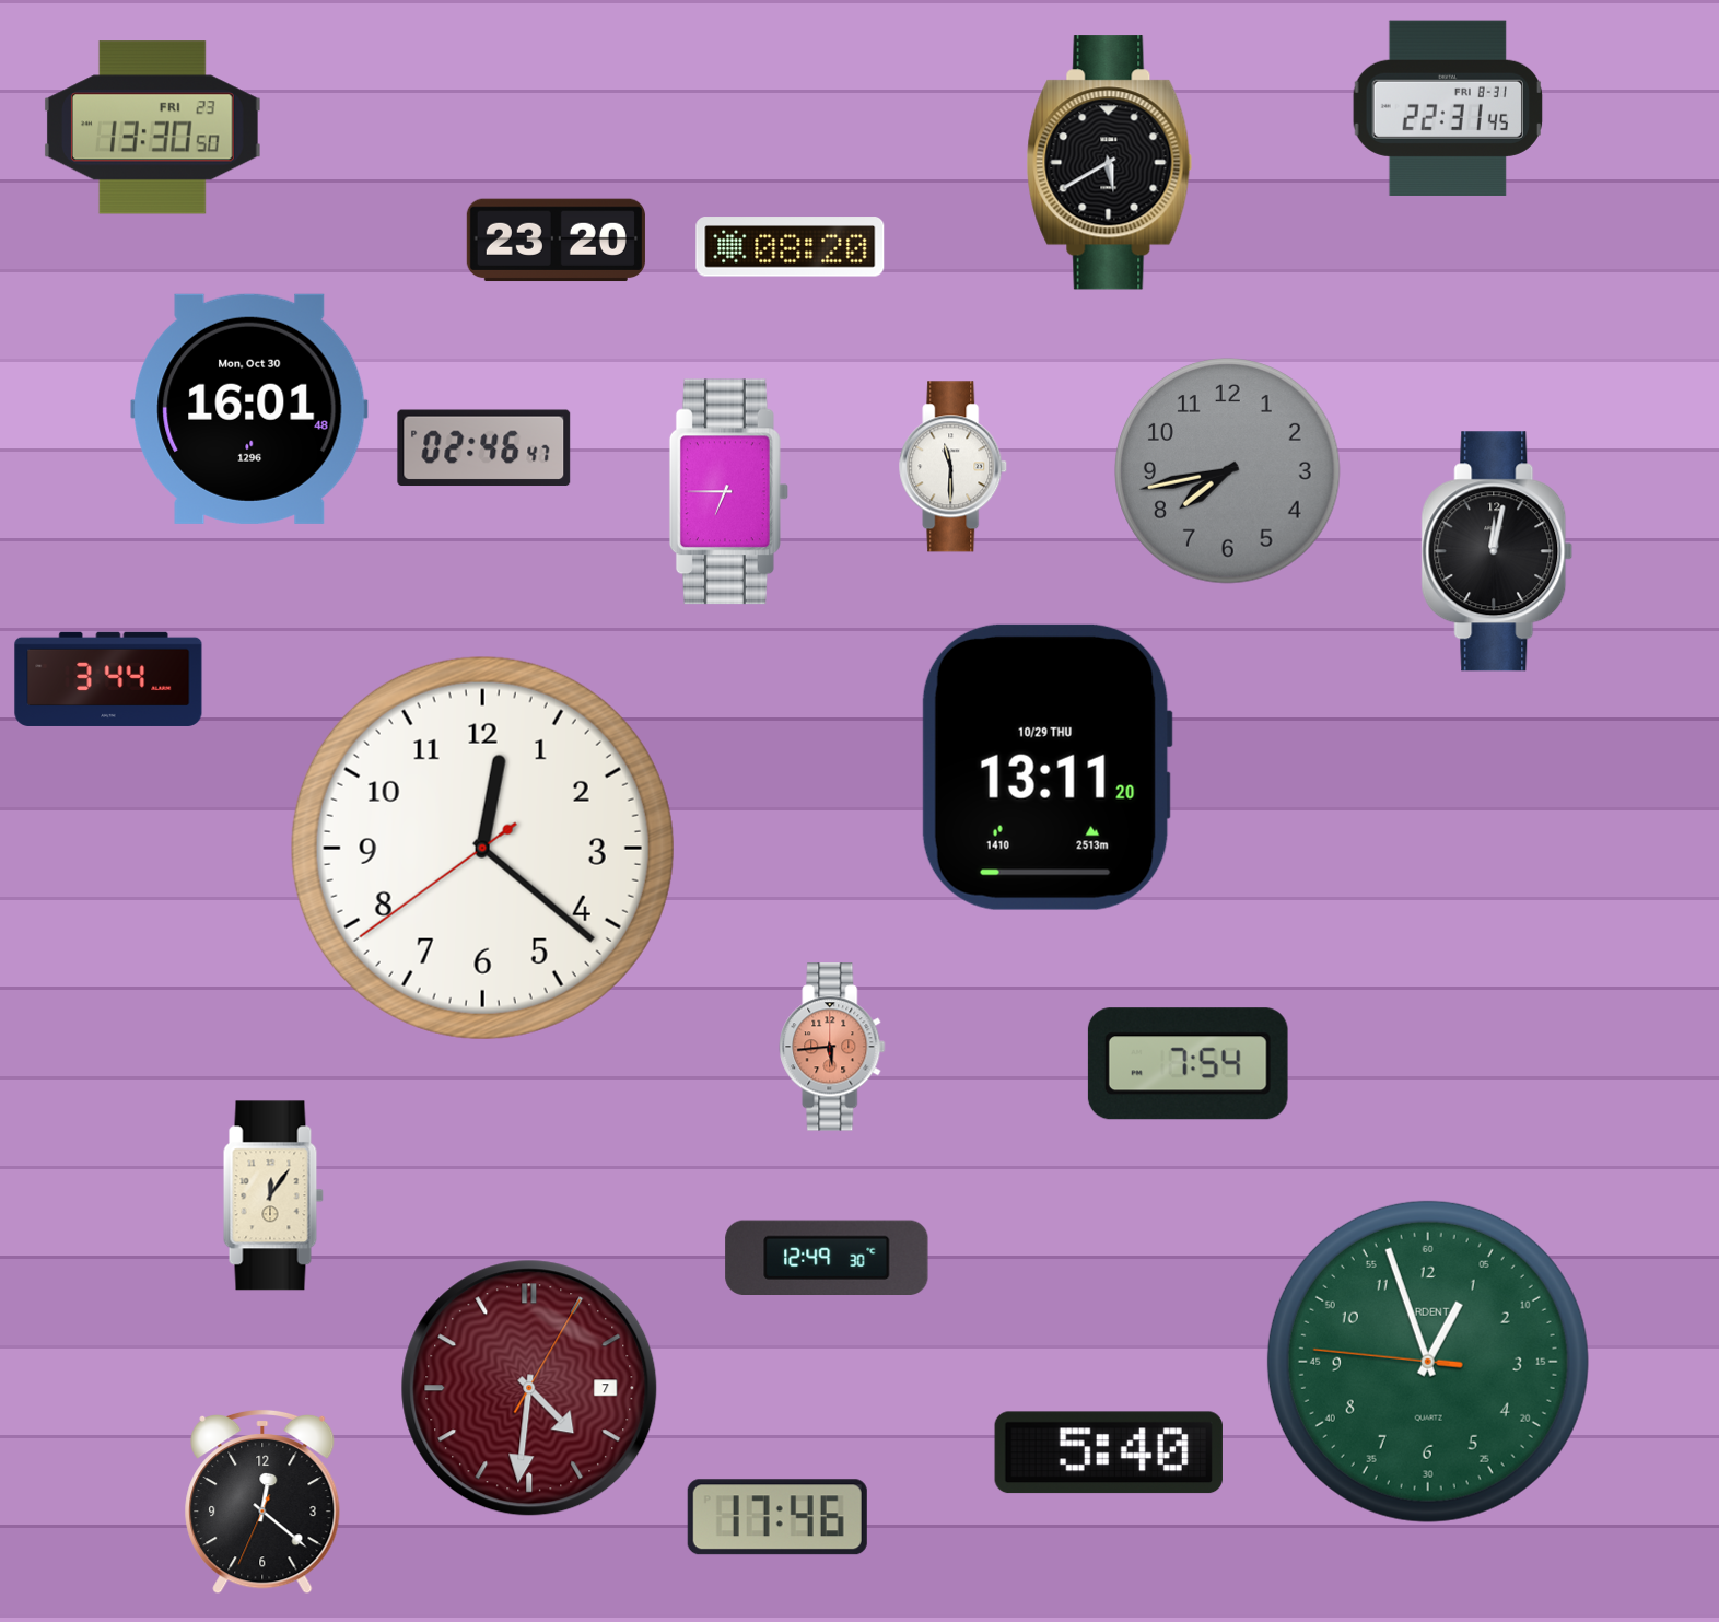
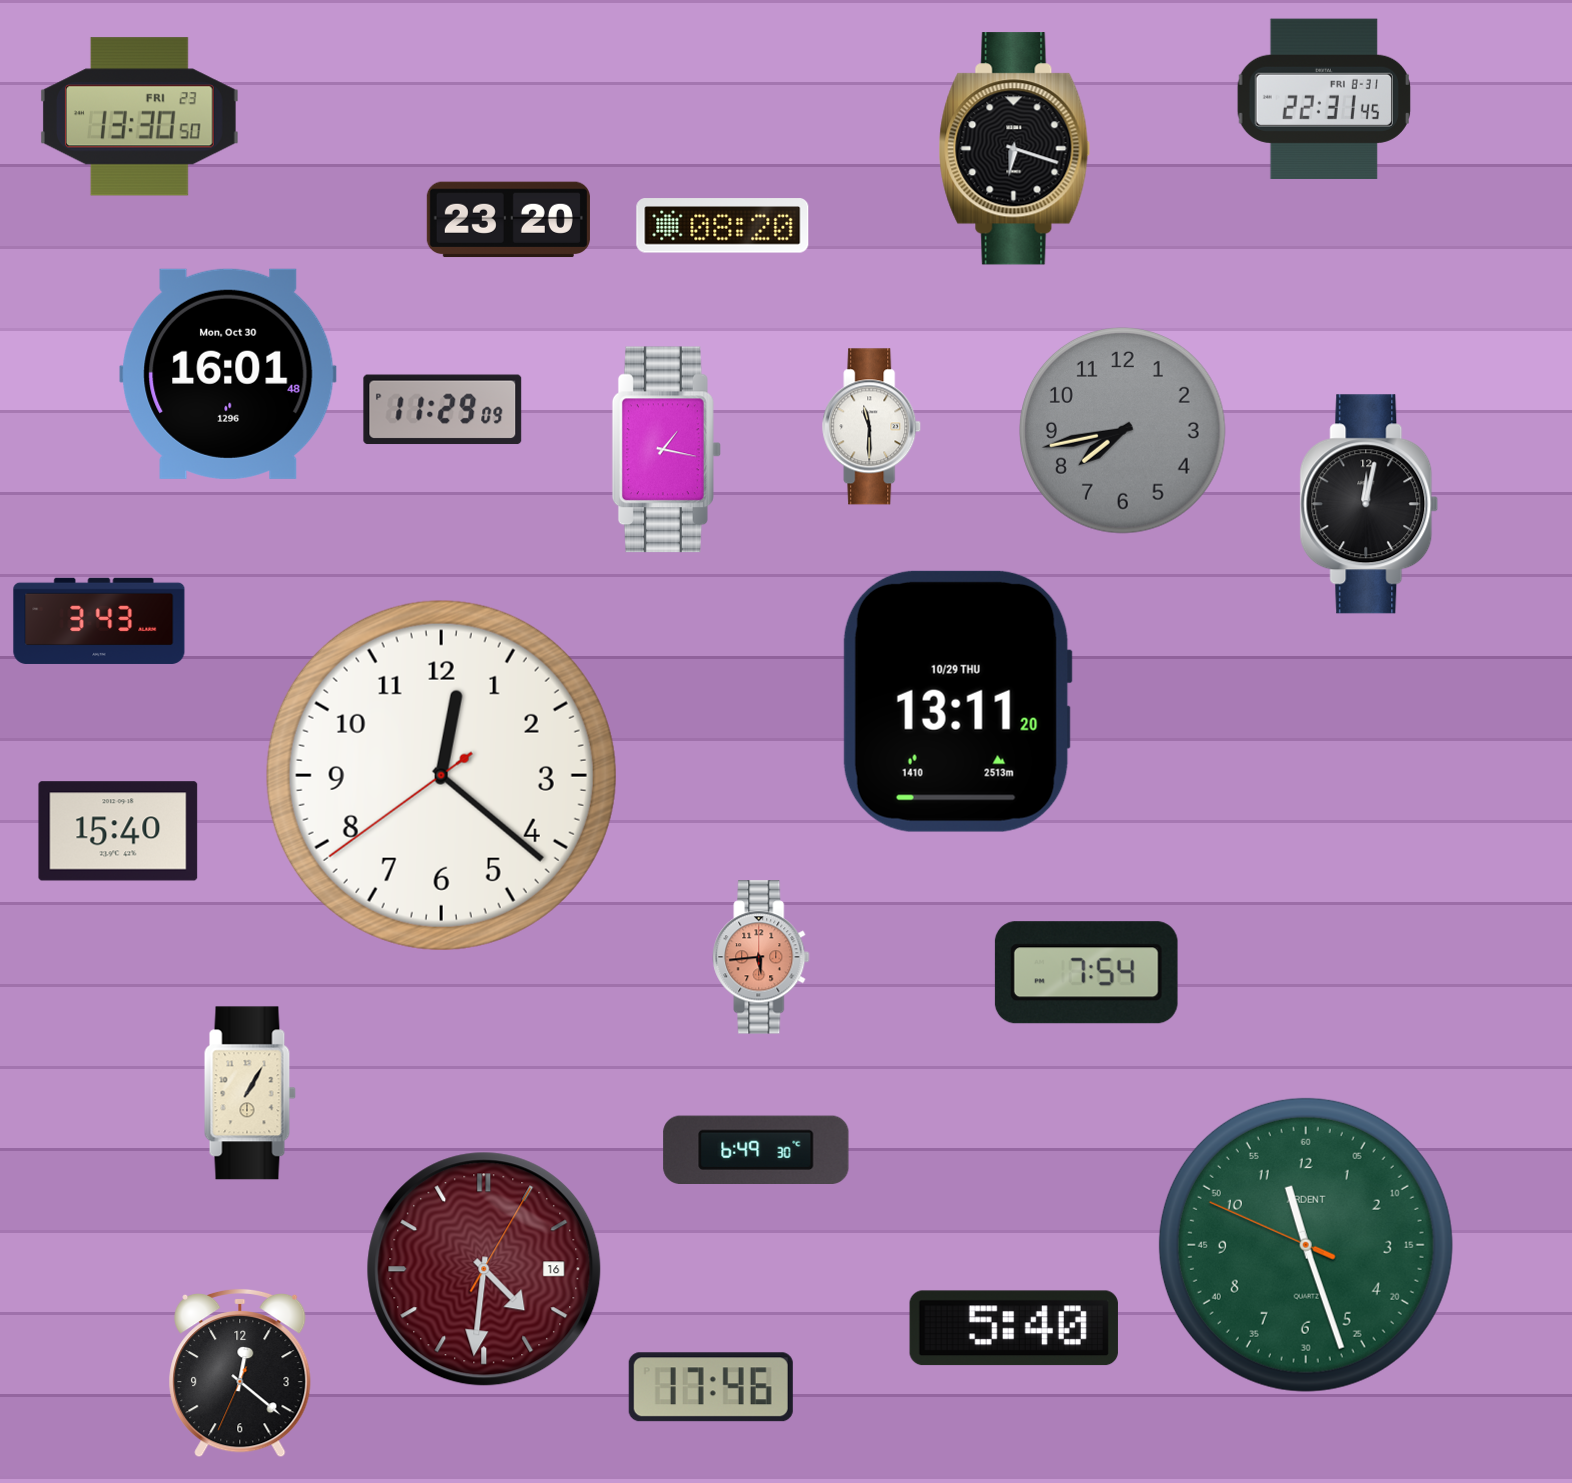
clock at (1110, 163): 5:40 -> 6:18
clock at (484, 448): 02:46 -> 11:29
clock at (728, 492): 6:45 -> 1:17
clock at (108, 679): 3:44 -> 3:43
clock at (118, 831): none -> 15:40
clock at (273, 1195): 12:06 -> 1:05
clock at (827, 1258): 12:49 -> 6:49
clock at (1428, 1362): 12:56 -> 11:26
clock at (529, 1388) date: 7 -> 16
